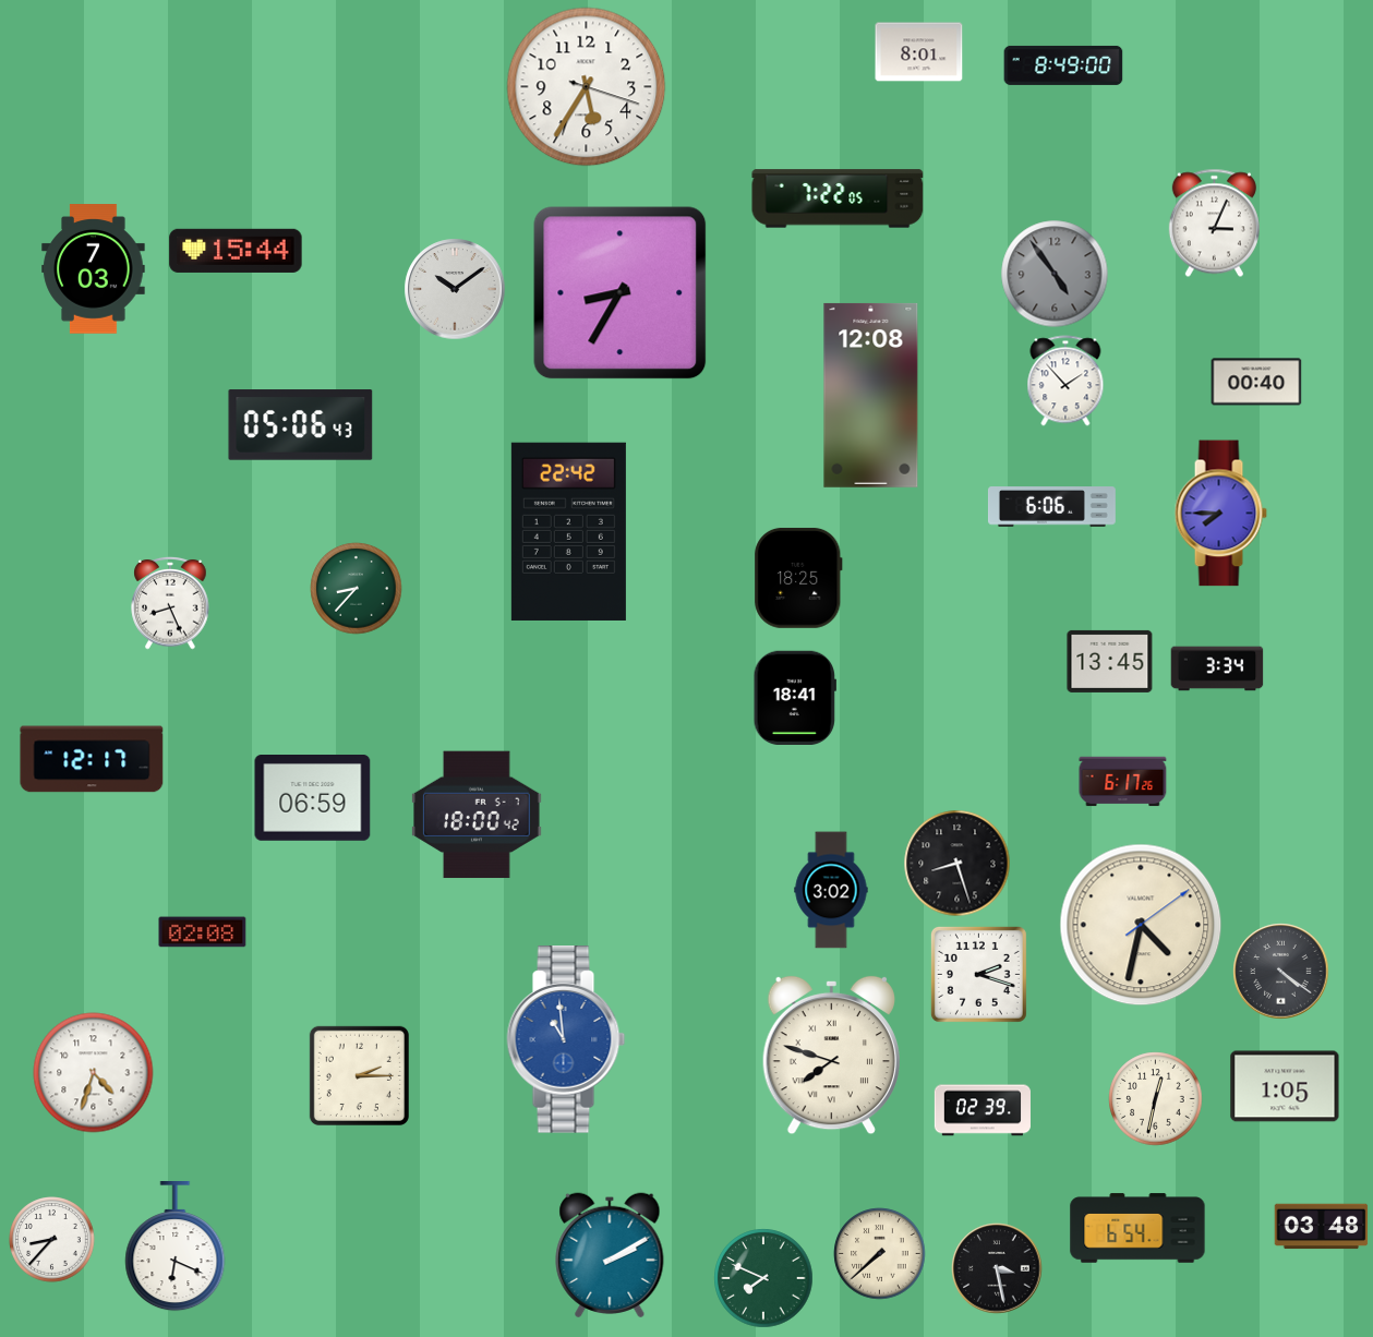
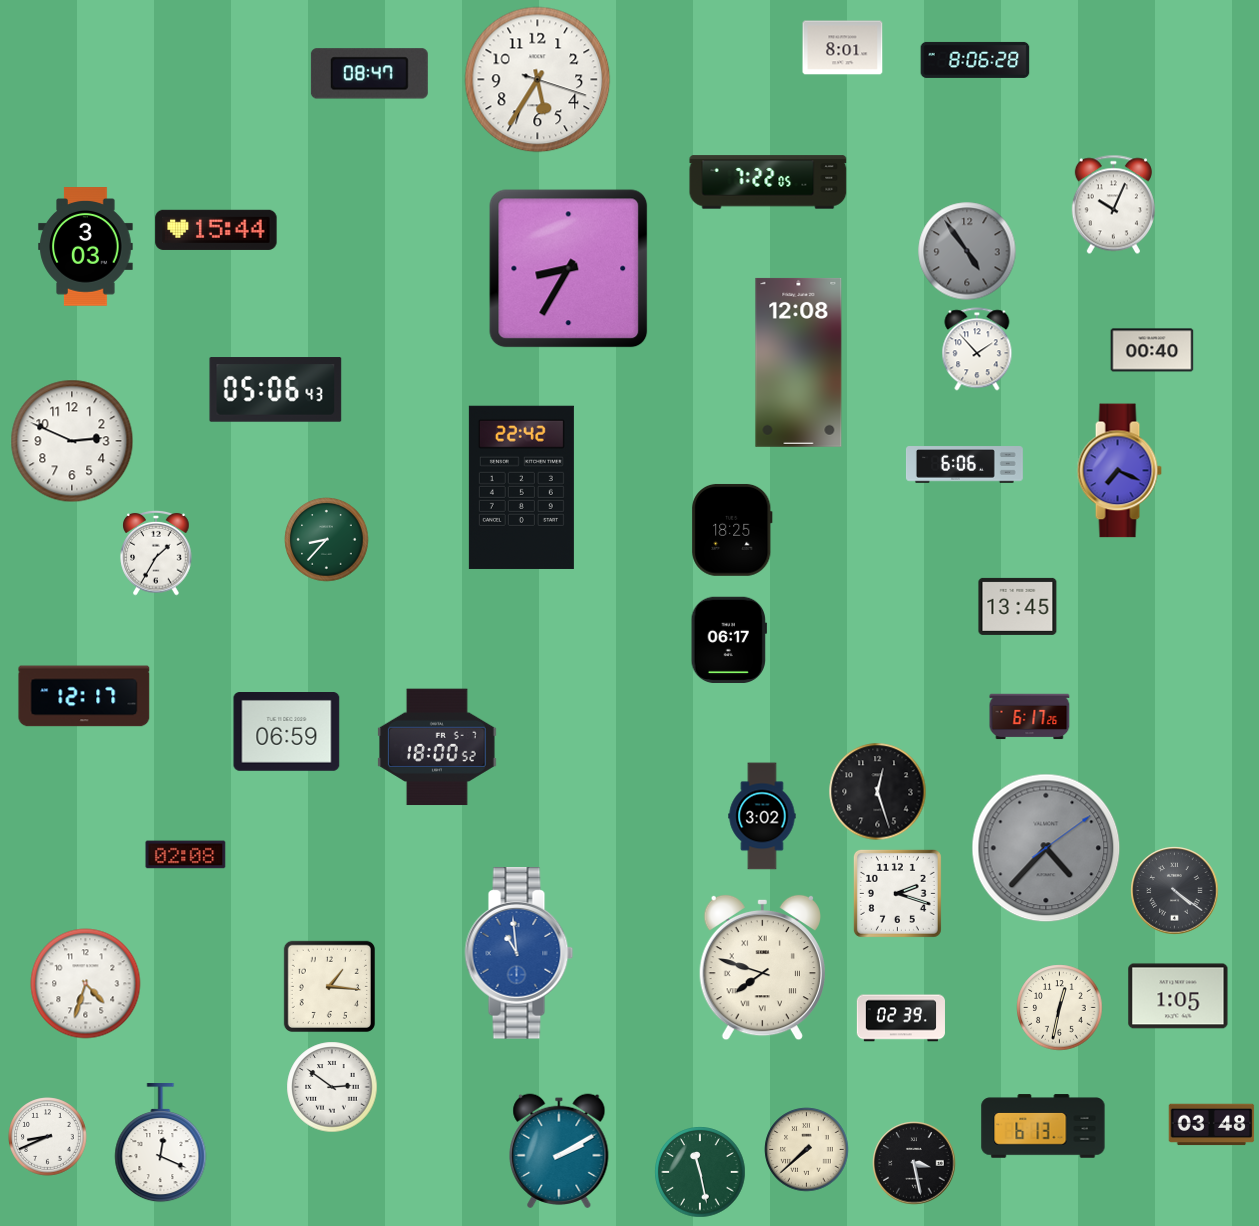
clock at (1063, 65): 8:49 -> 8:06
clock at (369, 74): none -> 08:47
clock at (1214, 224): 3:04 -> 10:04
clock at (94, 269): 7:03 -> 3:03
clock at (455, 289): 10:09 -> none
clock at (72, 441): none -> 2:49
clock at (1220, 514): 7:45 -> 7:19
clock at (170, 604): 8:26 -> 1:35
clock at (1217, 668): 3:34 -> none
clock at (794, 698): 18:41 -> 06:17
clock at (477, 815): 18:00:42 -> 18:00:52
clock at (958, 864): 8:27 -> 12:27
clock at (1141, 925): 4:32 -> 4:37
clock at (1141, 925) dial: cream -> grey
clock at (359, 1075): 2:15 -> 1:16
clock at (332, 1087): none -> 2:51
clock at (1137, 1228): 6:54 -> 6:13
clock at (52, 1240): 8:37 -> 8:41
clock at (176, 1248): 6:19 -> 12:19
clock at (763, 1278): 7:49 -> 11:28
